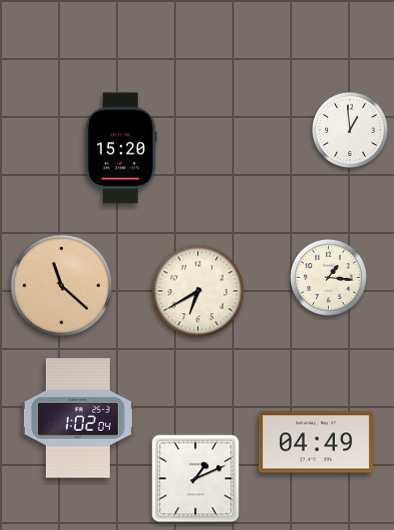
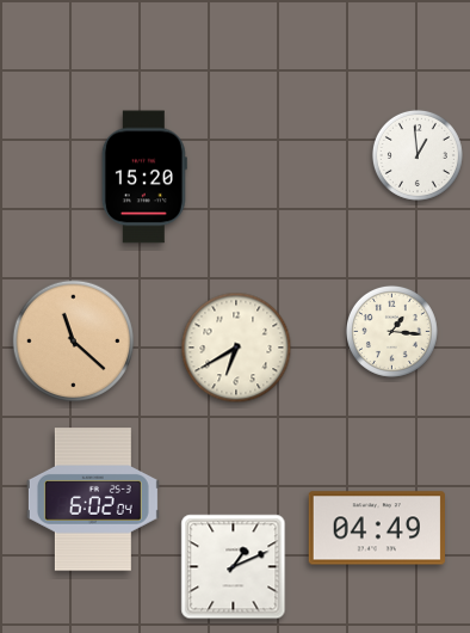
clock at (78, 418): 1:02 -> 6:02
clock at (196, 479) position: (196, 479) -> (234, 567)
